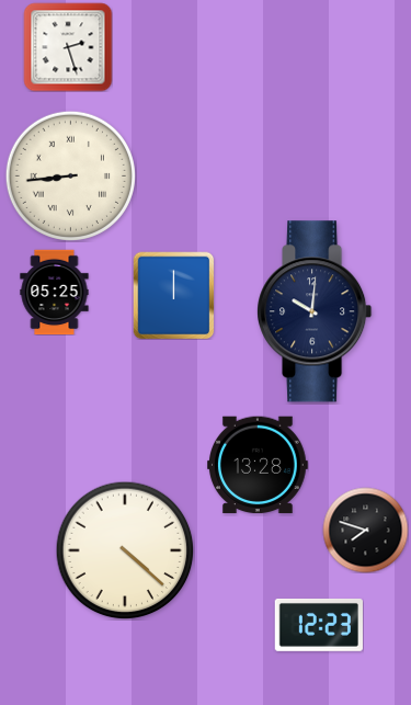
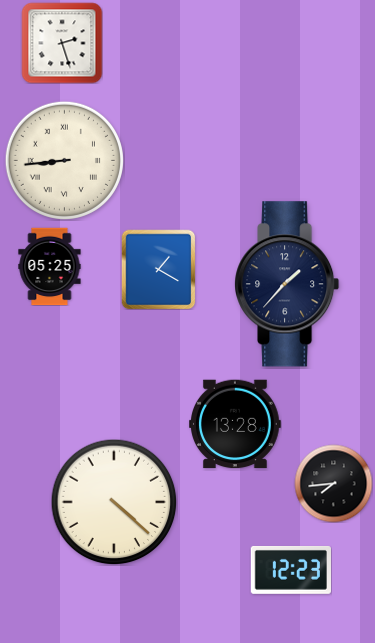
clock at (174, 295): 12:00 -> 1:20
clock at (316, 311): 10:01 -> 1:37
clock at (365, 530): 7:48 -> 7:44
